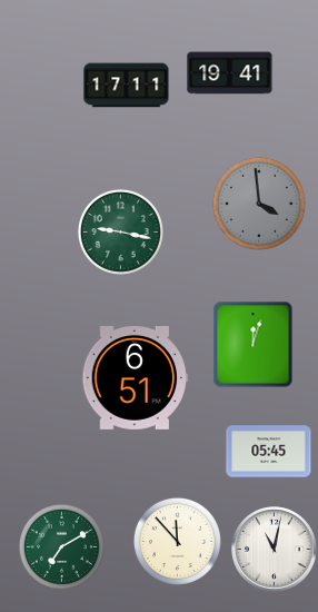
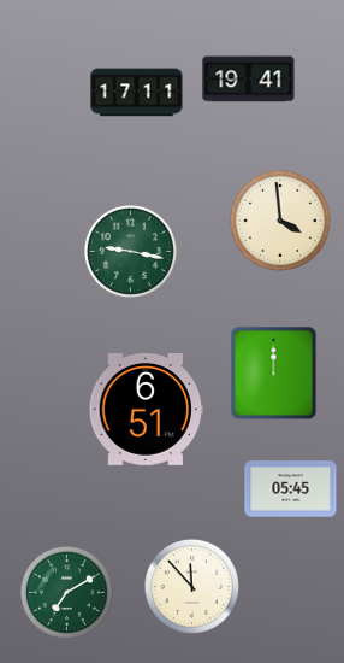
clock at (259, 204) dial: grey -> cream
clock at (254, 344): 12:03 -> 12:00
clock at (275, 550): 11:02 -> none
